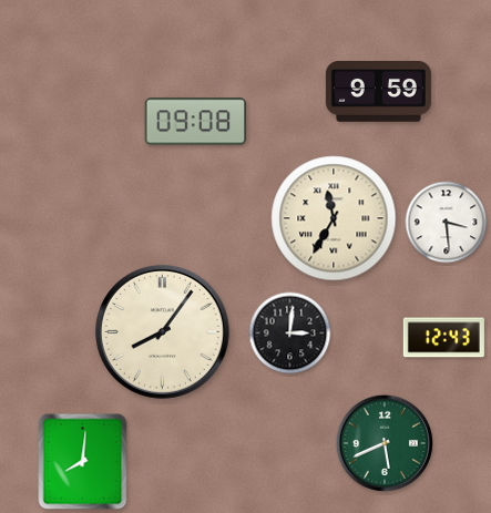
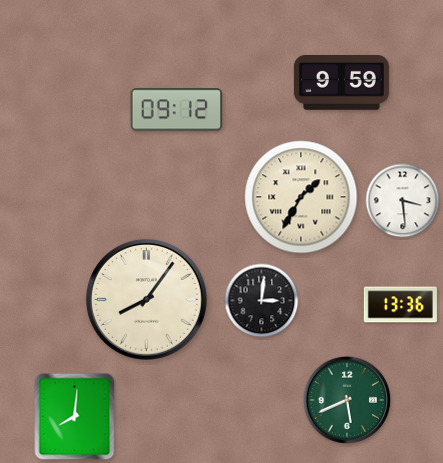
clock at (196, 122): 09:08 -> 09:12
clock at (334, 218): 11:35 -> 1:35
clock at (443, 338): 12:43 -> 13:36
